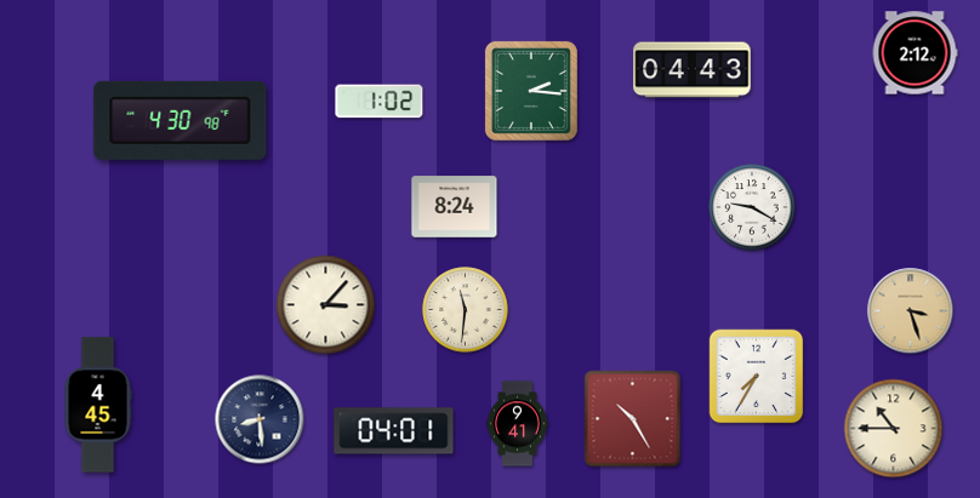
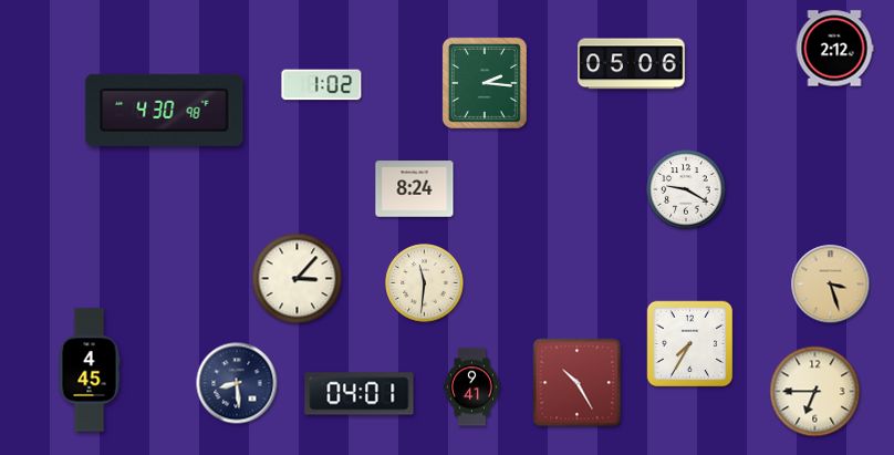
clock at (693, 70): 04:43 -> 05:06
clock at (380, 102) position: (380, 102) -> (322, 85)
clock at (894, 429): 10:45 -> 6:45
